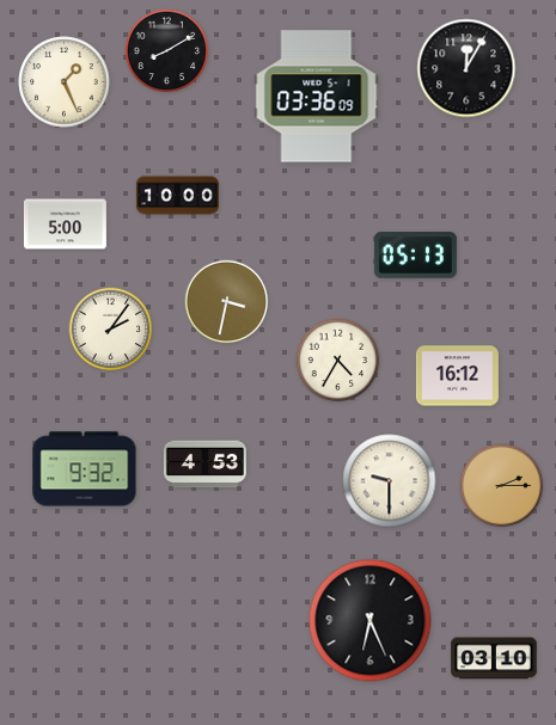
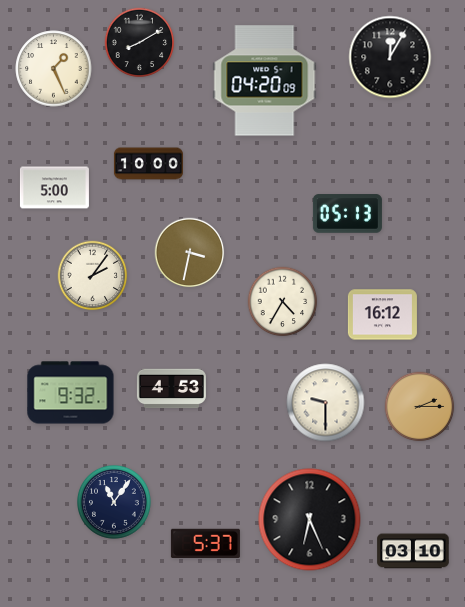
clock at (317, 97): 03:36 -> 04:20
clock at (115, 503): none -> 11:06
clock at (205, 543): none -> 5:37
